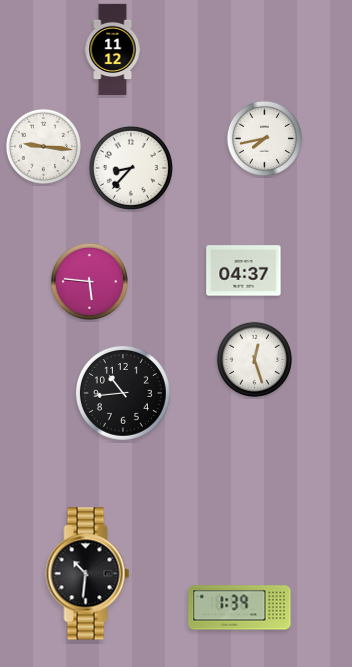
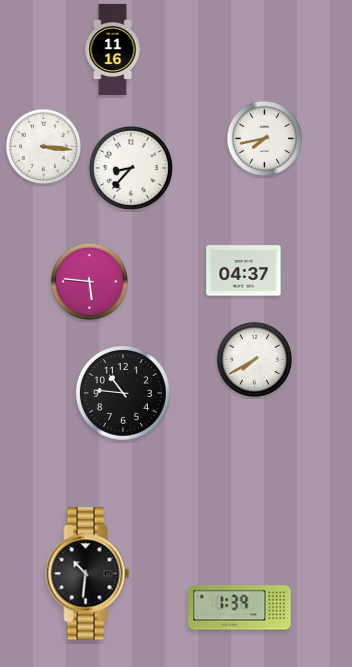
clock at (113, 50): 11:12 -> 11:16
clock at (43, 146): 9:16 -> 3:16
clock at (254, 359): 12:27 -> 7:40
clock at (123, 393): 10:44 -> 10:46
